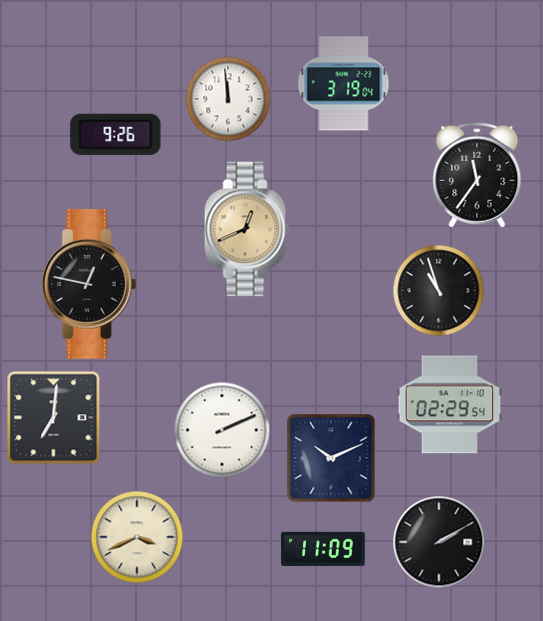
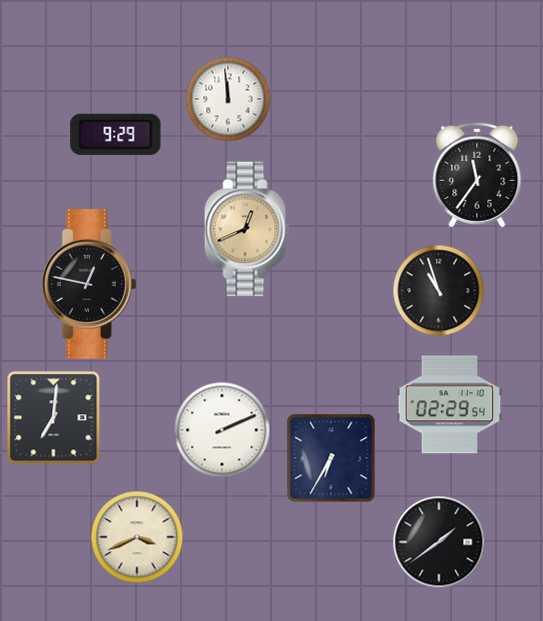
clock at (344, 84): 3:19 -> none
clock at (116, 134): 9:26 -> 9:29
clock at (331, 458): 10:11 -> 6:35
clock at (439, 542): 2:10 -> 1:39
clock at (323, 548): 11:09 -> none
